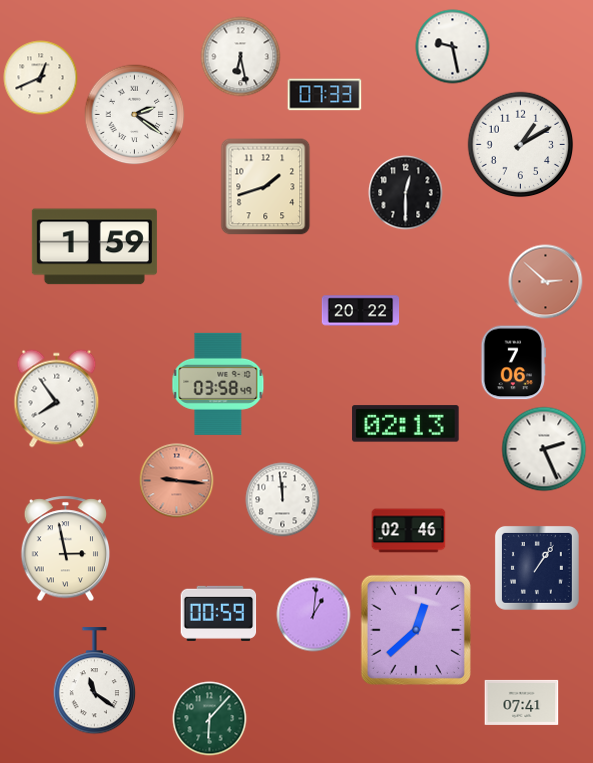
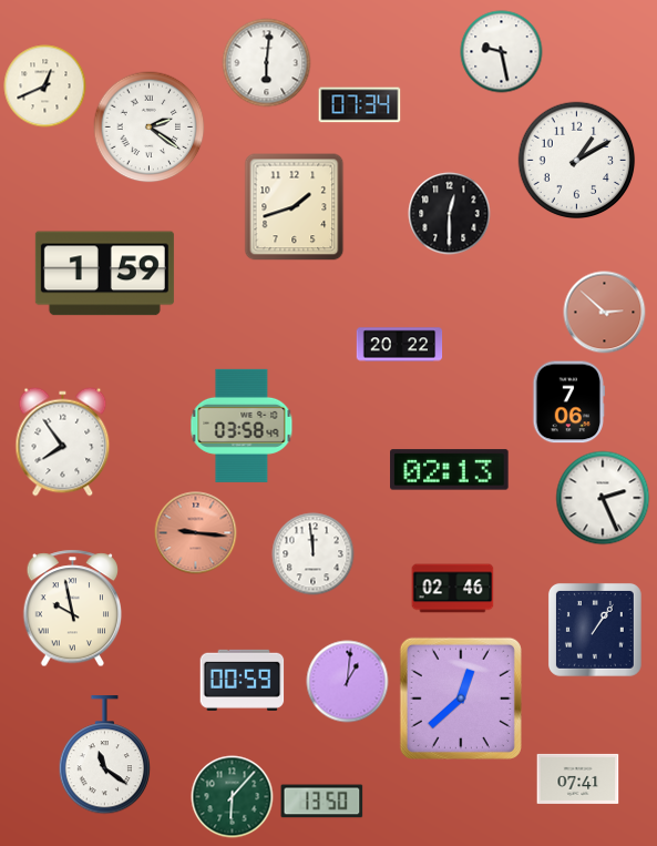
clock at (241, 57): 6:28 -> 6:01
clock at (325, 95): 07:33 -> 07:34
clock at (66, 549): 2:58 -> 9:58
clock at (322, 802): none -> 13:50
